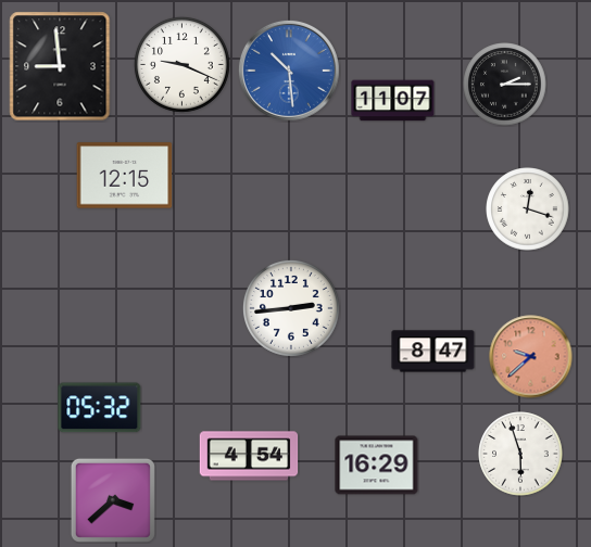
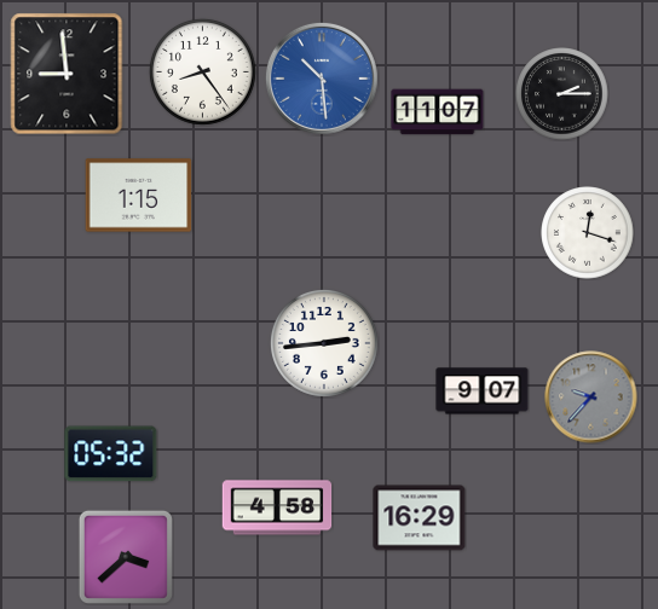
clock at (181, 64): 9:19 -> 8:24
clock at (125, 176): 12:15 -> 1:15
clock at (433, 352): 8:47 -> 9:07
clock at (531, 357): 9:38 -> 9:37
clock at (531, 357) dial: salmon -> grey
clock at (520, 454): 5:57 -> none
clock at (249, 456): 4:54 -> 4:58
